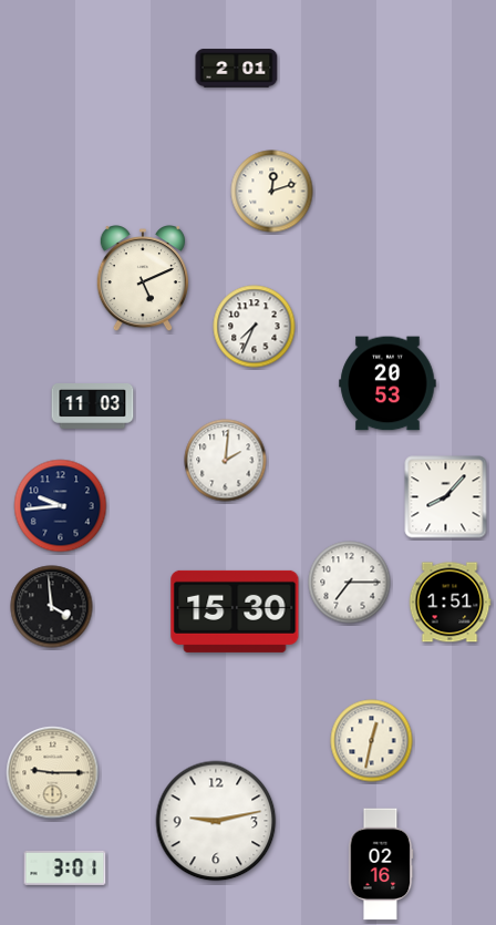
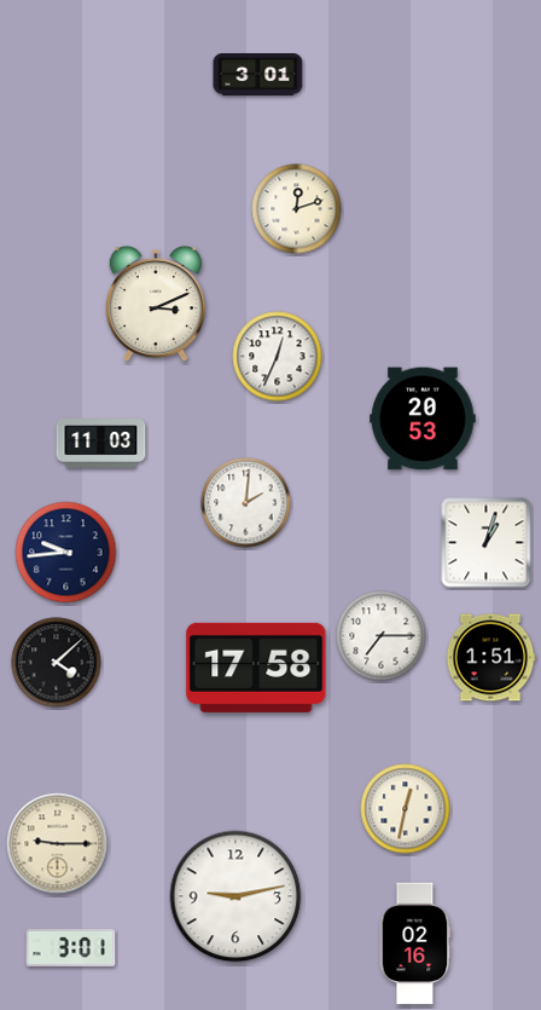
clock at (237, 69): 2:01 -> 3:01
clock at (142, 279): 5:11 -> 3:11
clock at (255, 327): 7:34 -> 12:34
clock at (446, 497): 8:07 -> 1:03
clock at (52, 607): 3:59 -> 4:08
clock at (235, 611): 15:30 -> 17:58
